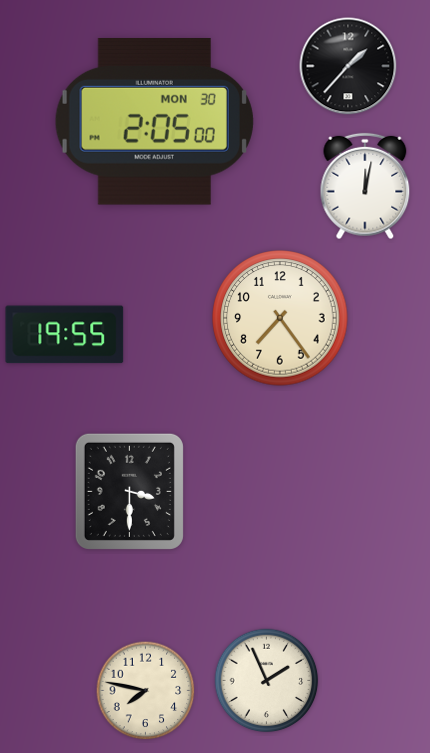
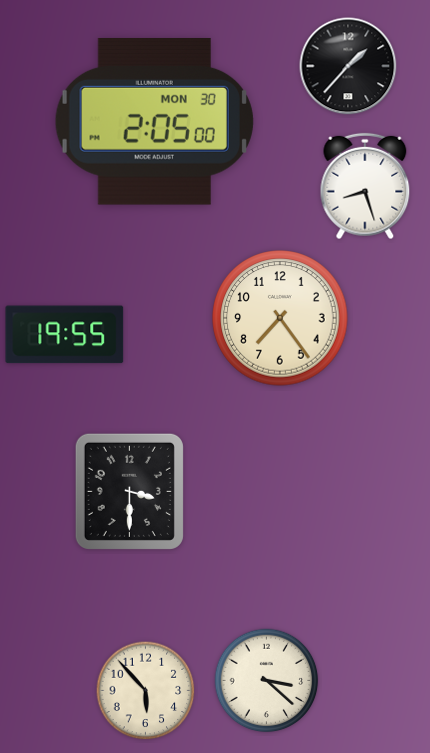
clock at (365, 186): 12:02 -> 8:27
clock at (267, 681): 1:56 -> 3:22
clock at (146, 691): 7:47 -> 5:53
